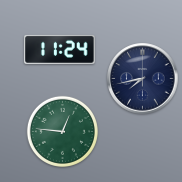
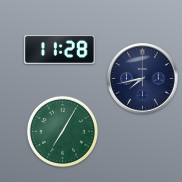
clock at (60, 49): 11:24 -> 11:28
clock at (62, 131): 12:46 -> 7:05
